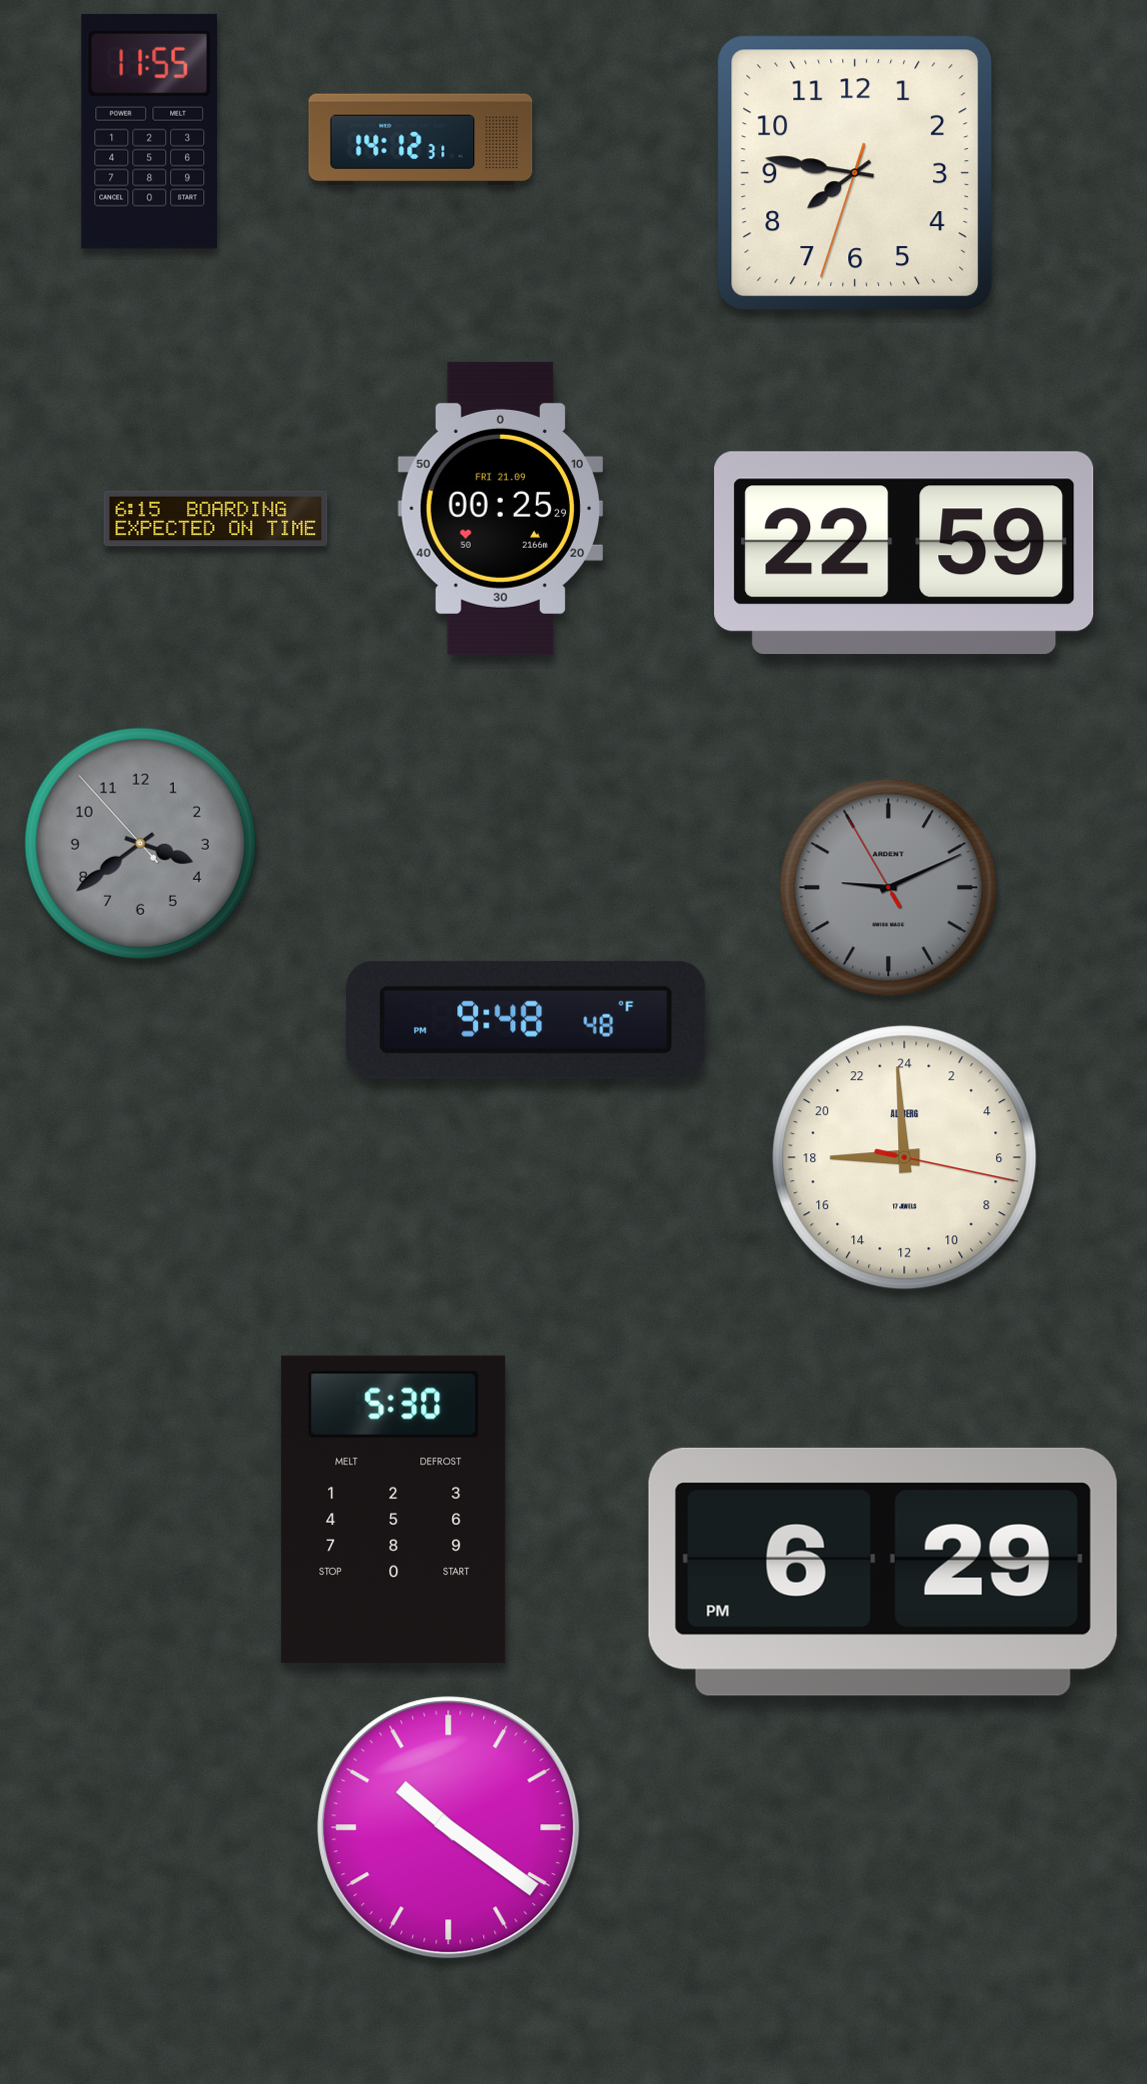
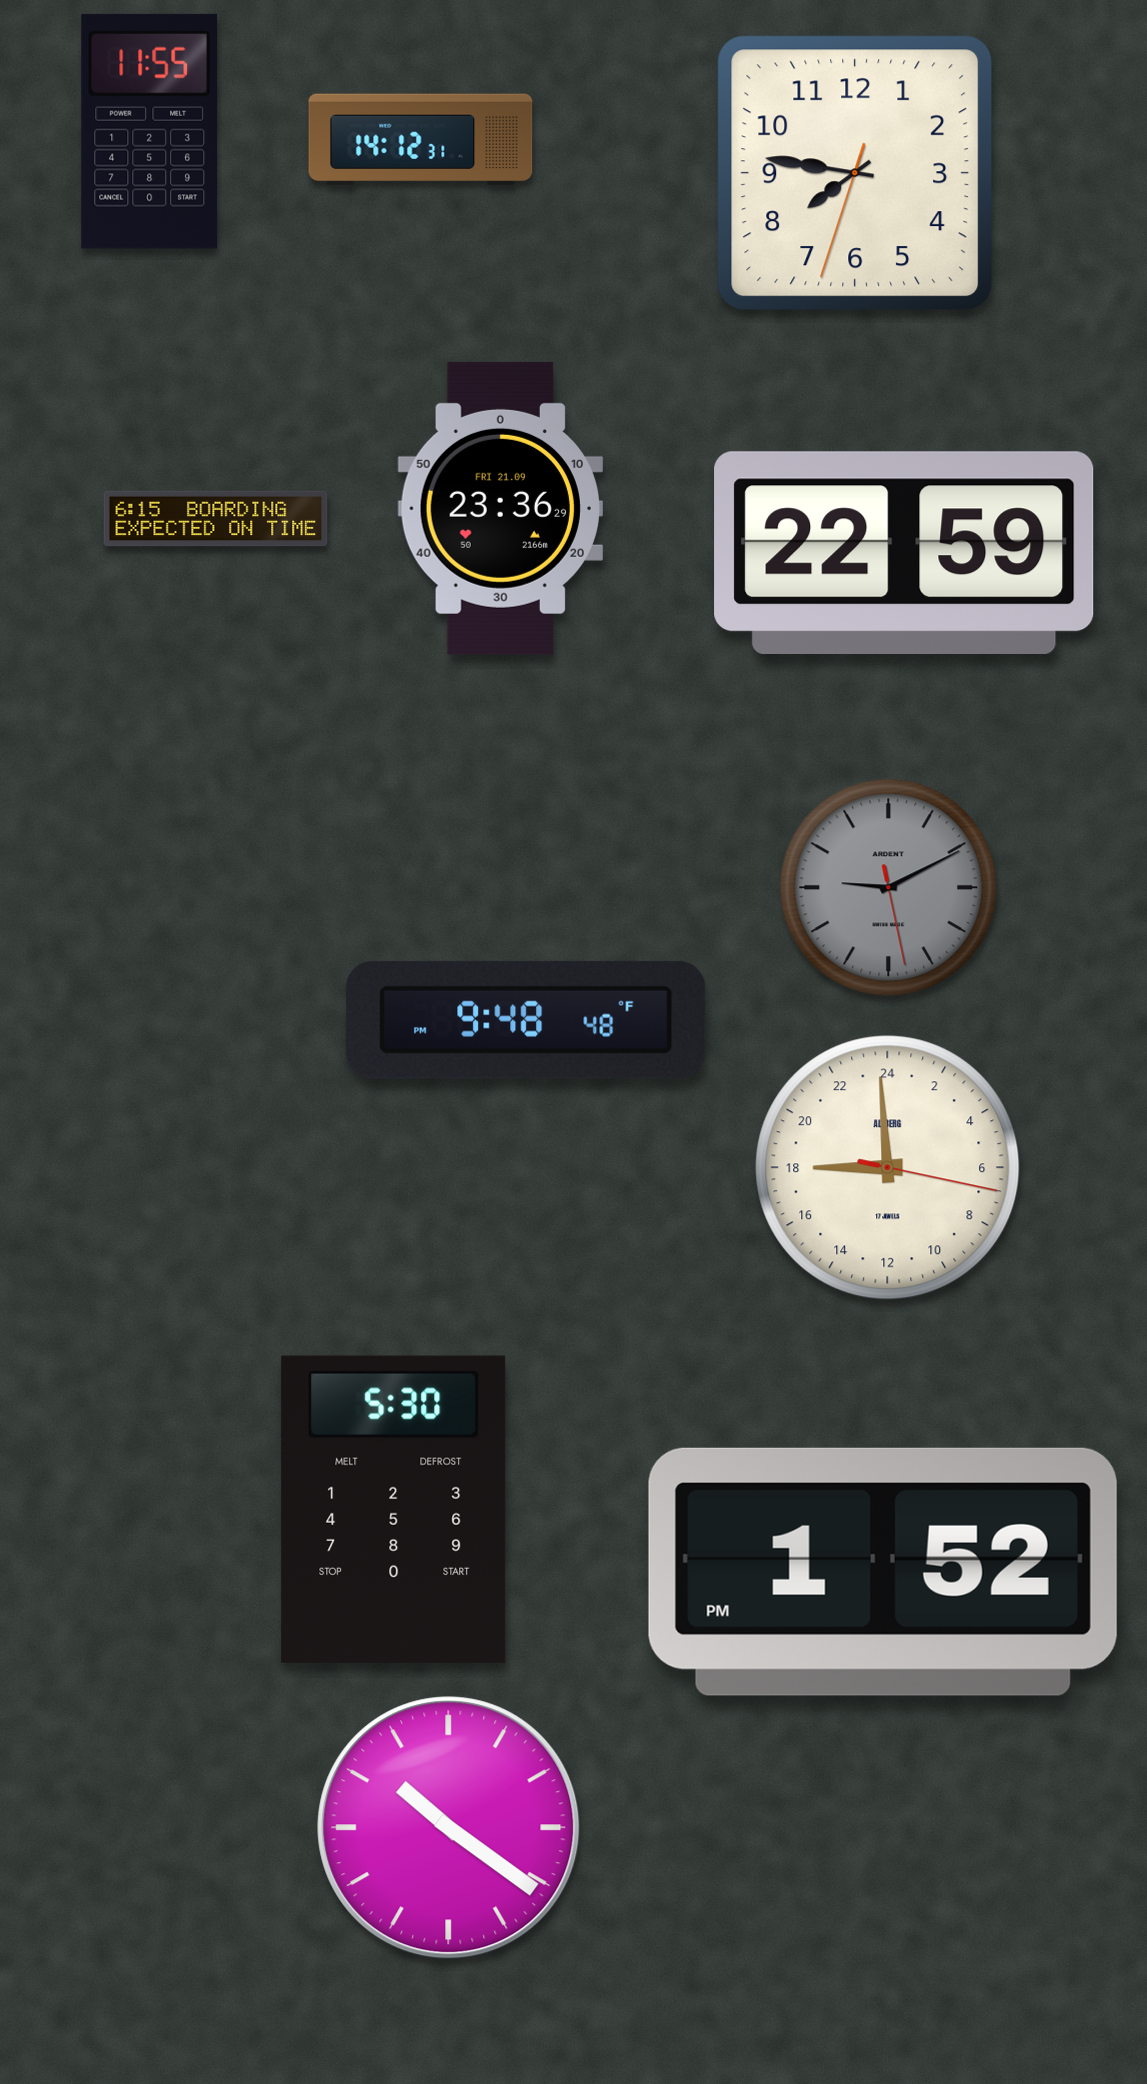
clock at (500, 508): 00:25 -> 23:36
clock at (140, 843): 3:38 -> none
clock at (889, 888): 9:10:55 -> 9:10:28
clock at (905, 1158) position: (905, 1158) -> (888, 1168)
clock at (883, 1572): 6:29 -> 1:52
